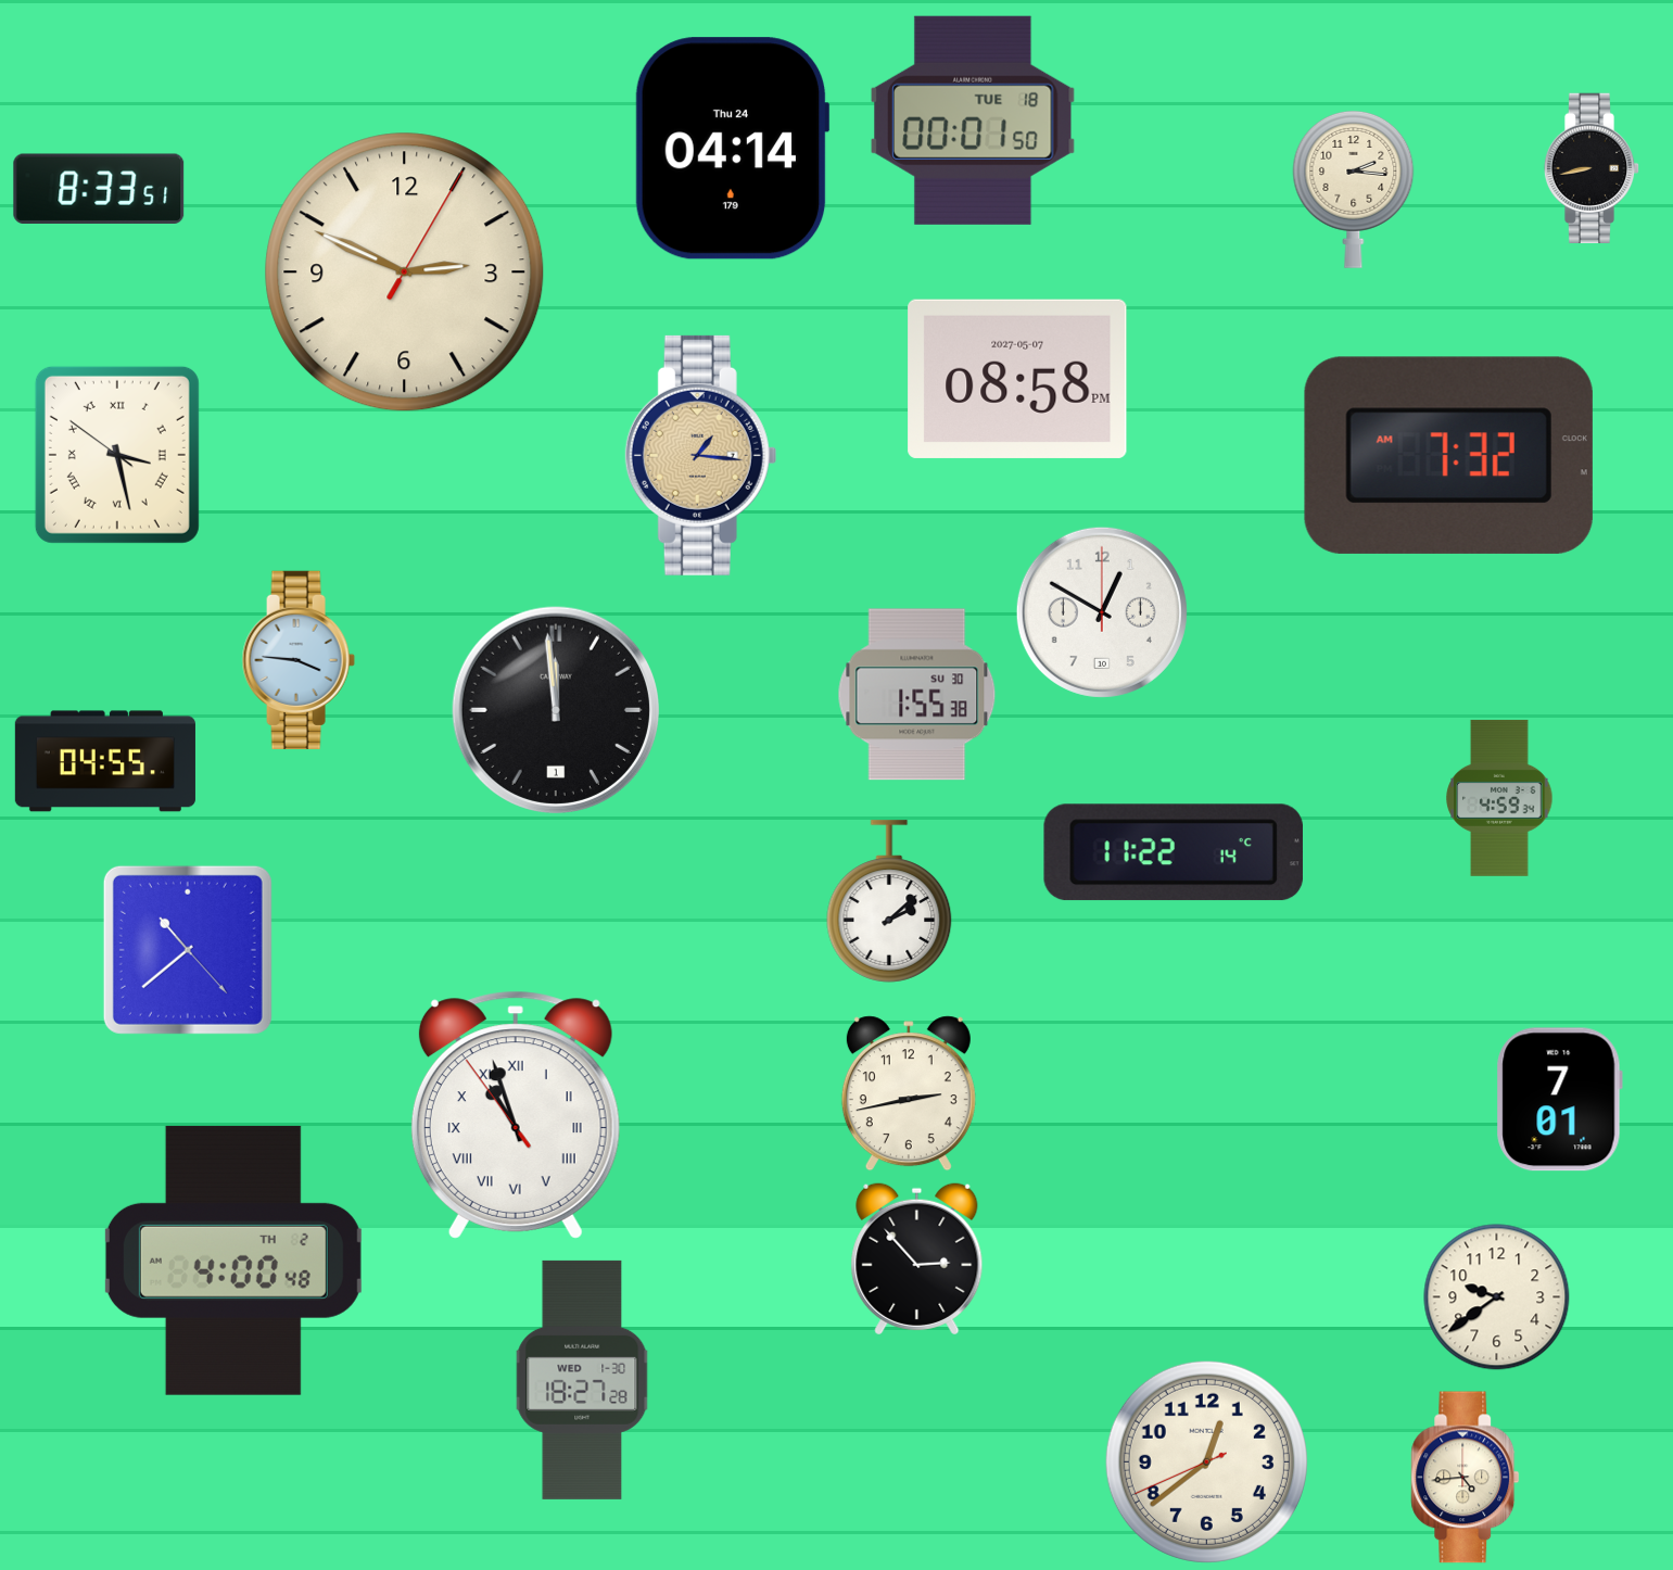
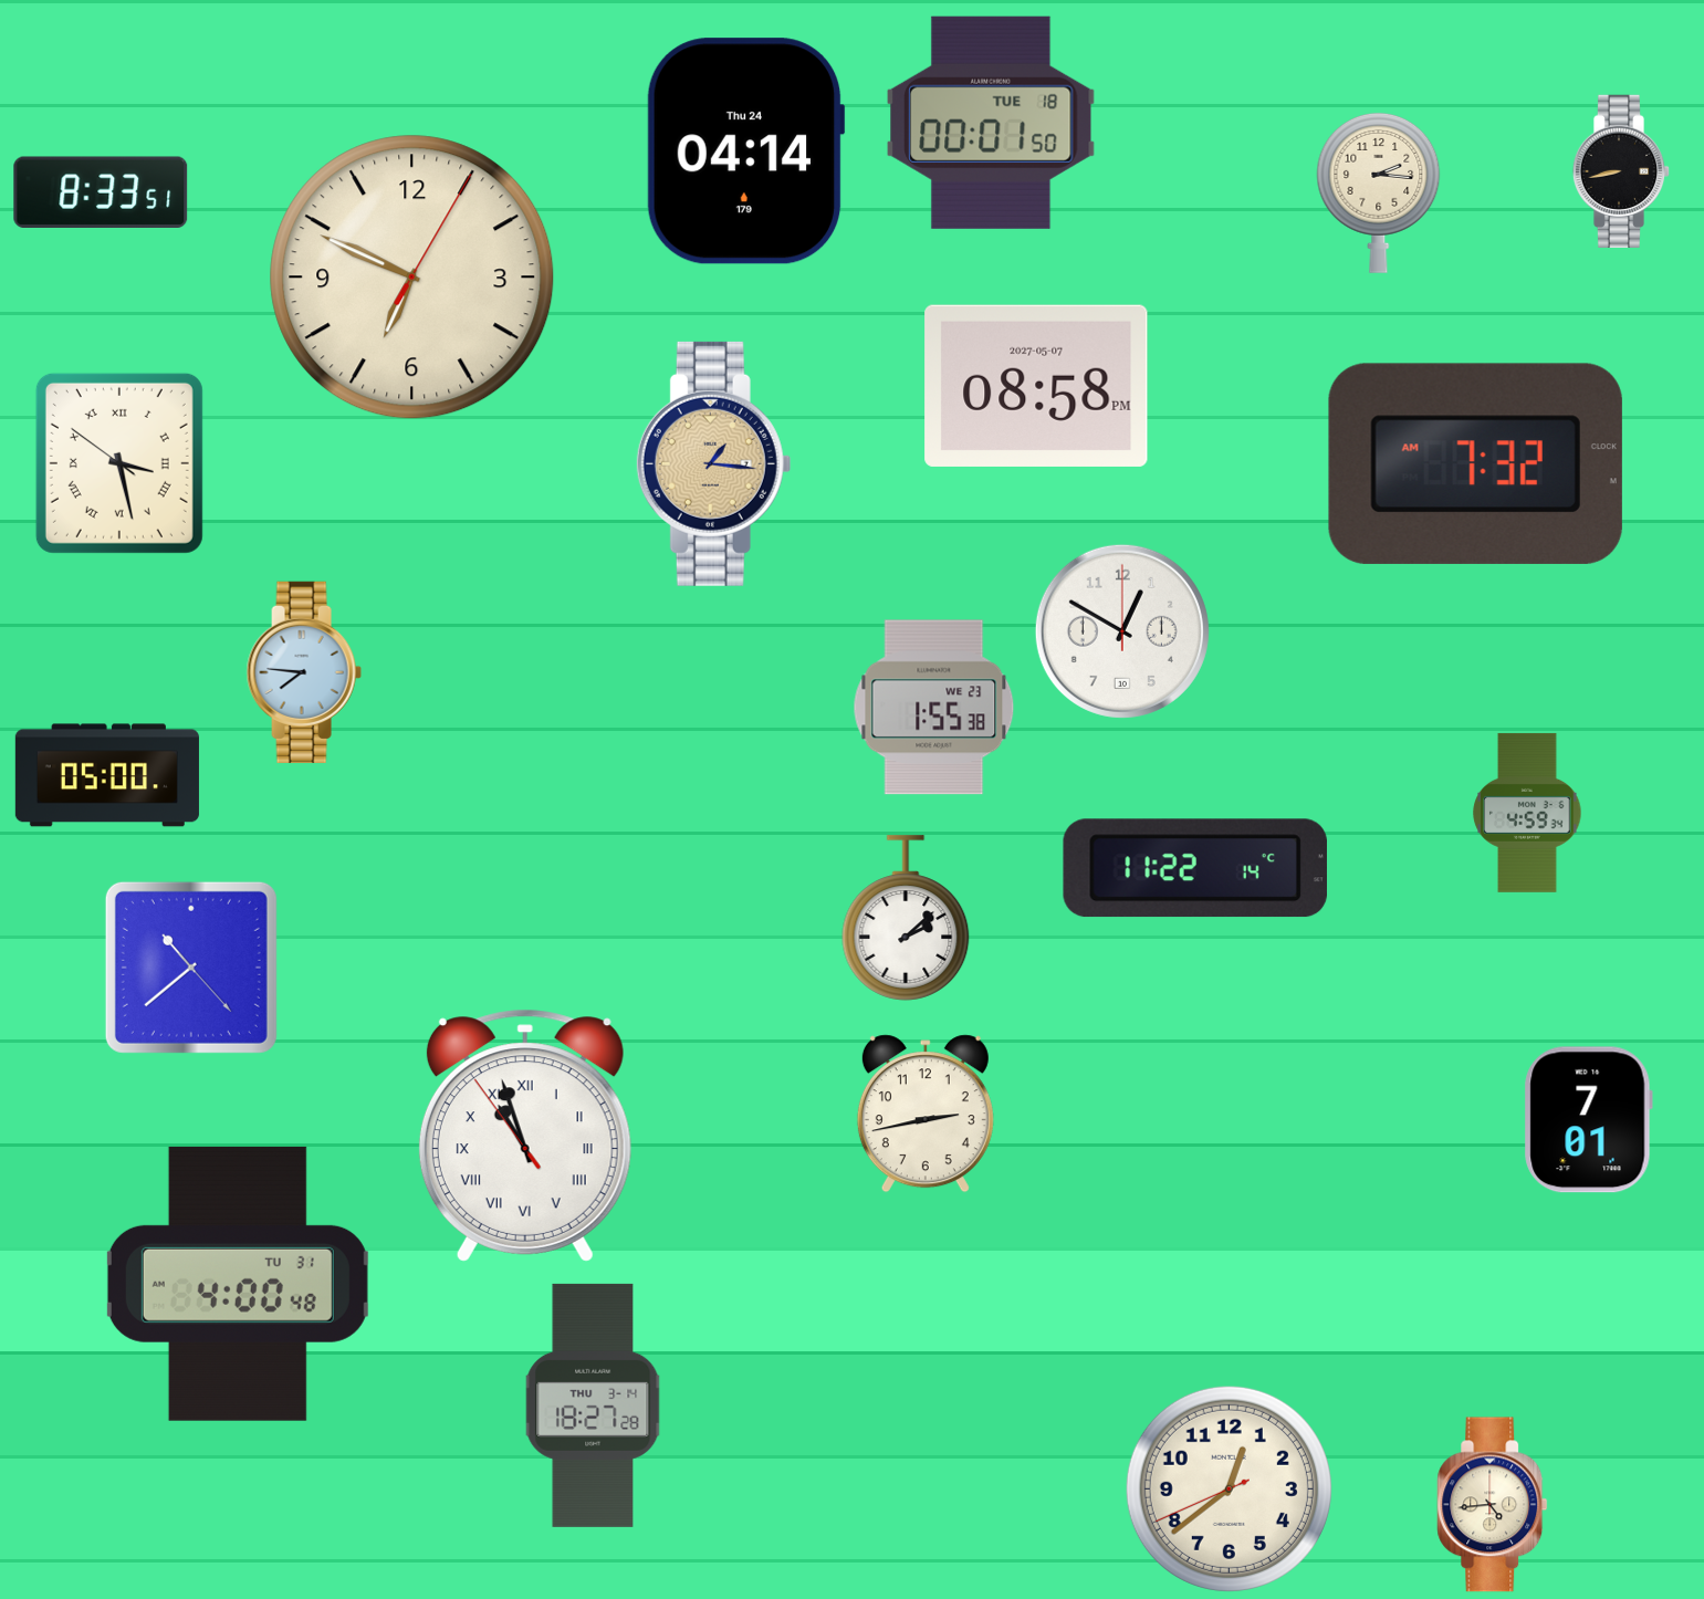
clock at (405, 273): 2:49 -> 6:49
clock at (1102, 612) position: (1102, 612) -> (1122, 631)
clock at (299, 660): 3:46 -> 7:46
clock at (917, 695) date: SU 30 -> WE 23
clock at (556, 710): 11:59 -> none
clock at (105, 761): 04:55 -> 05:00
clock at (917, 1259): 2:53 -> none
clock at (233, 1261) date: TH 2 -> TU 31
clock at (1497, 1297): 9:39 -> none
clock at (582, 1380) date: WED 1-30 -> THU 3-14
